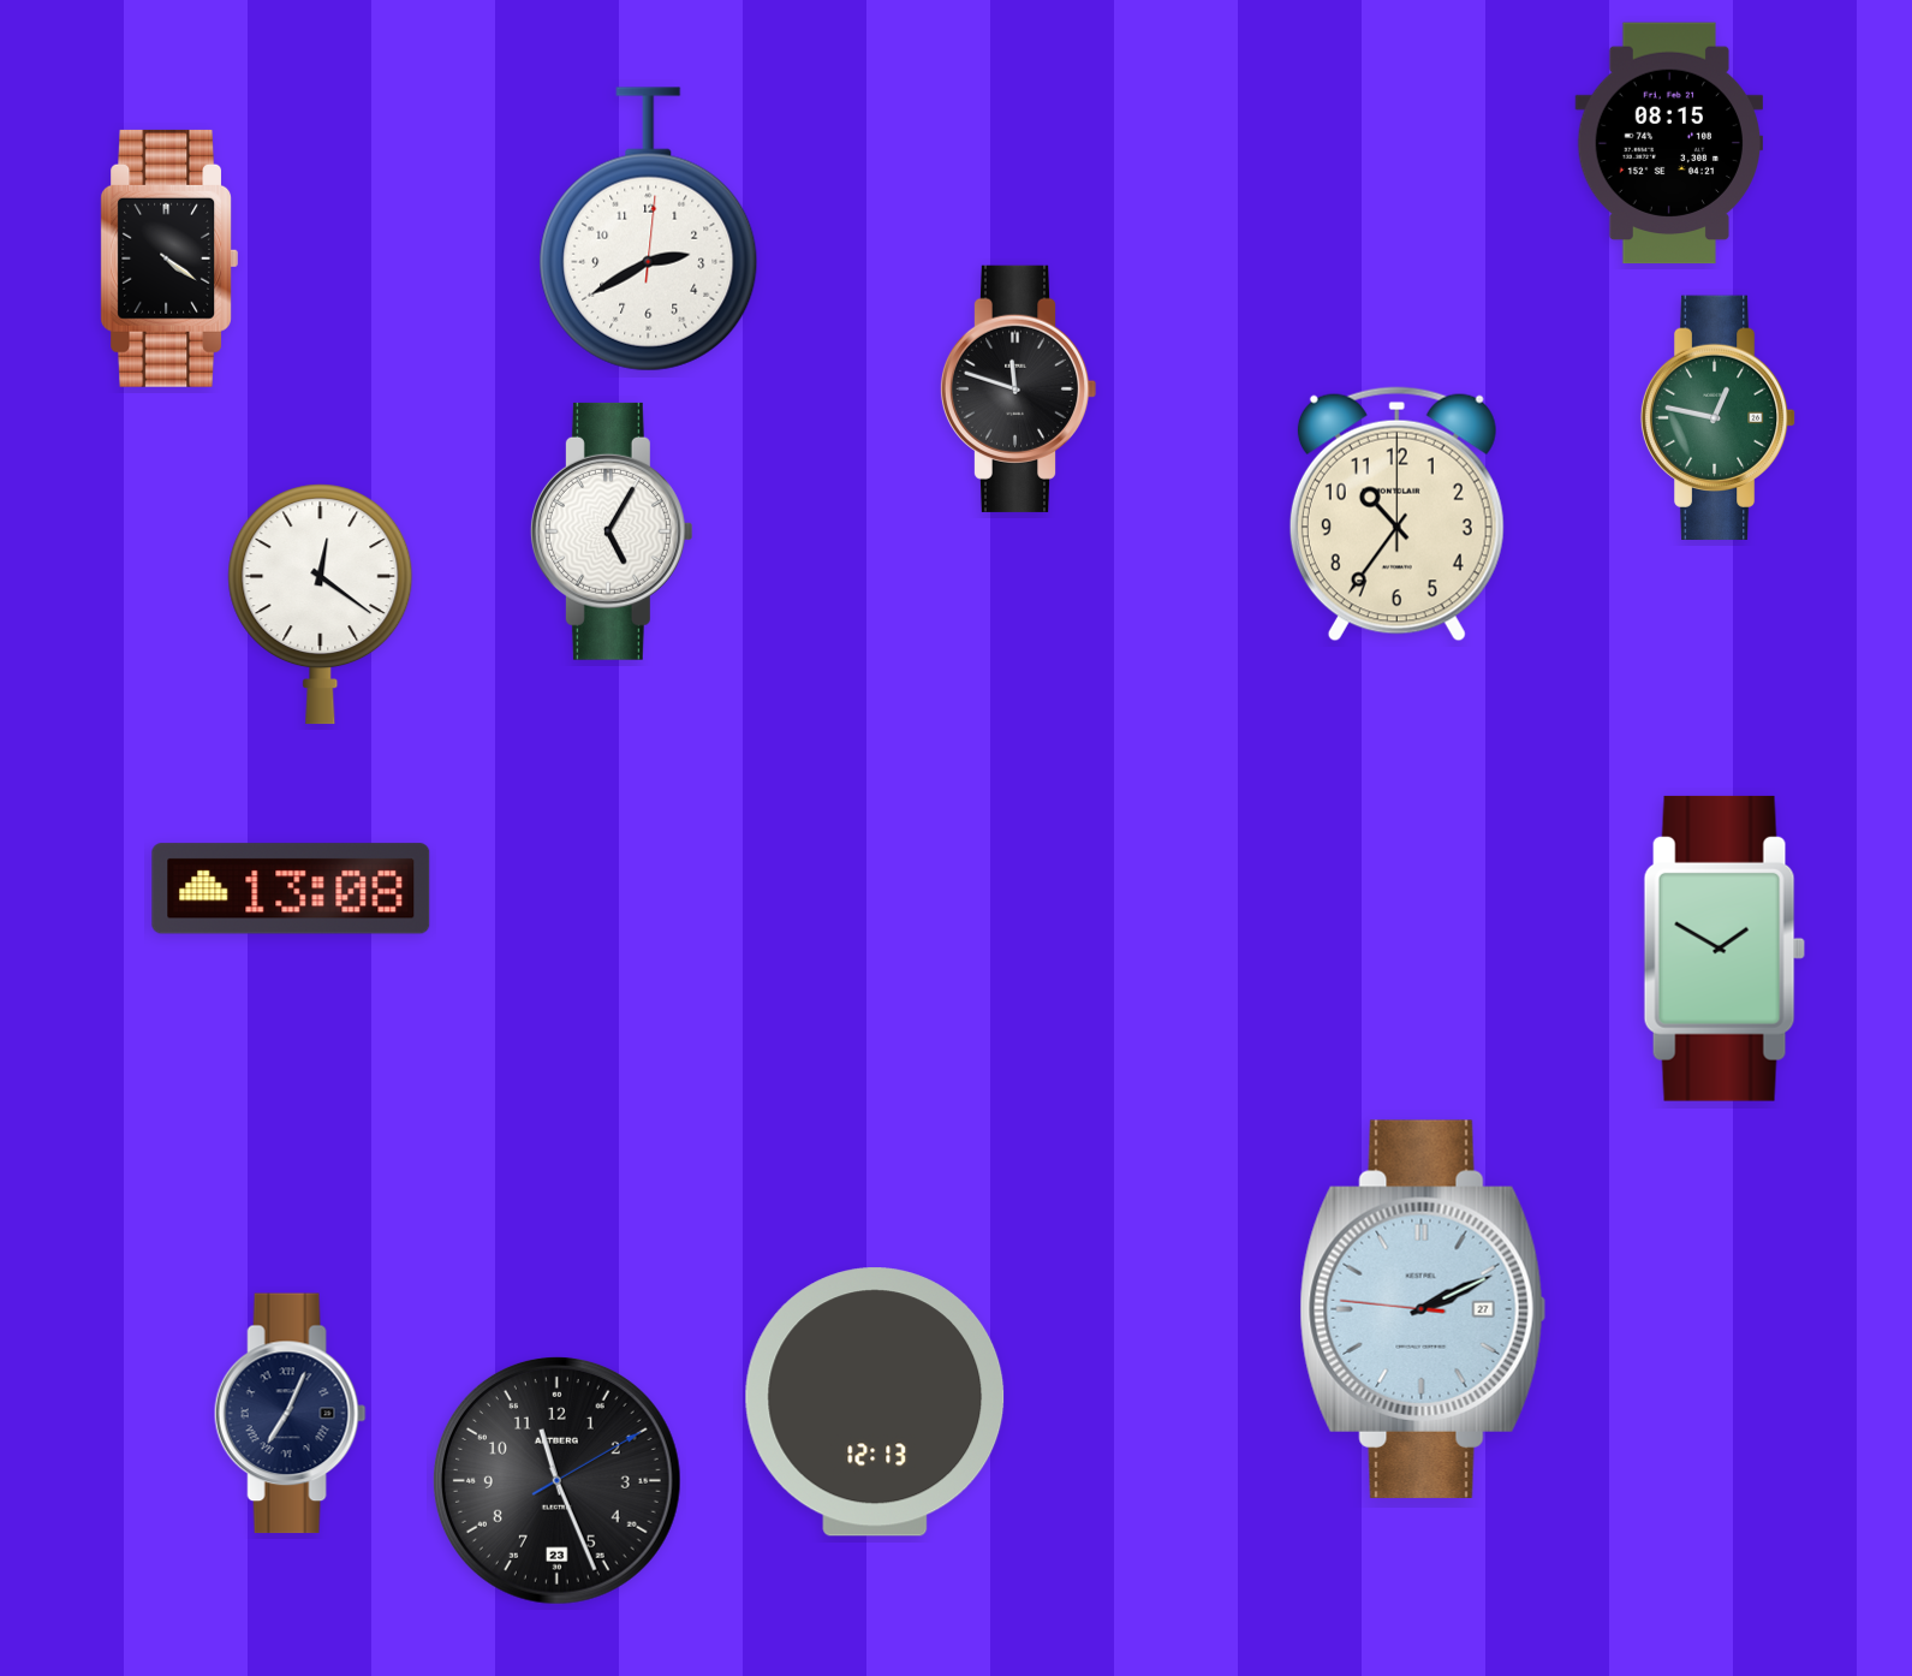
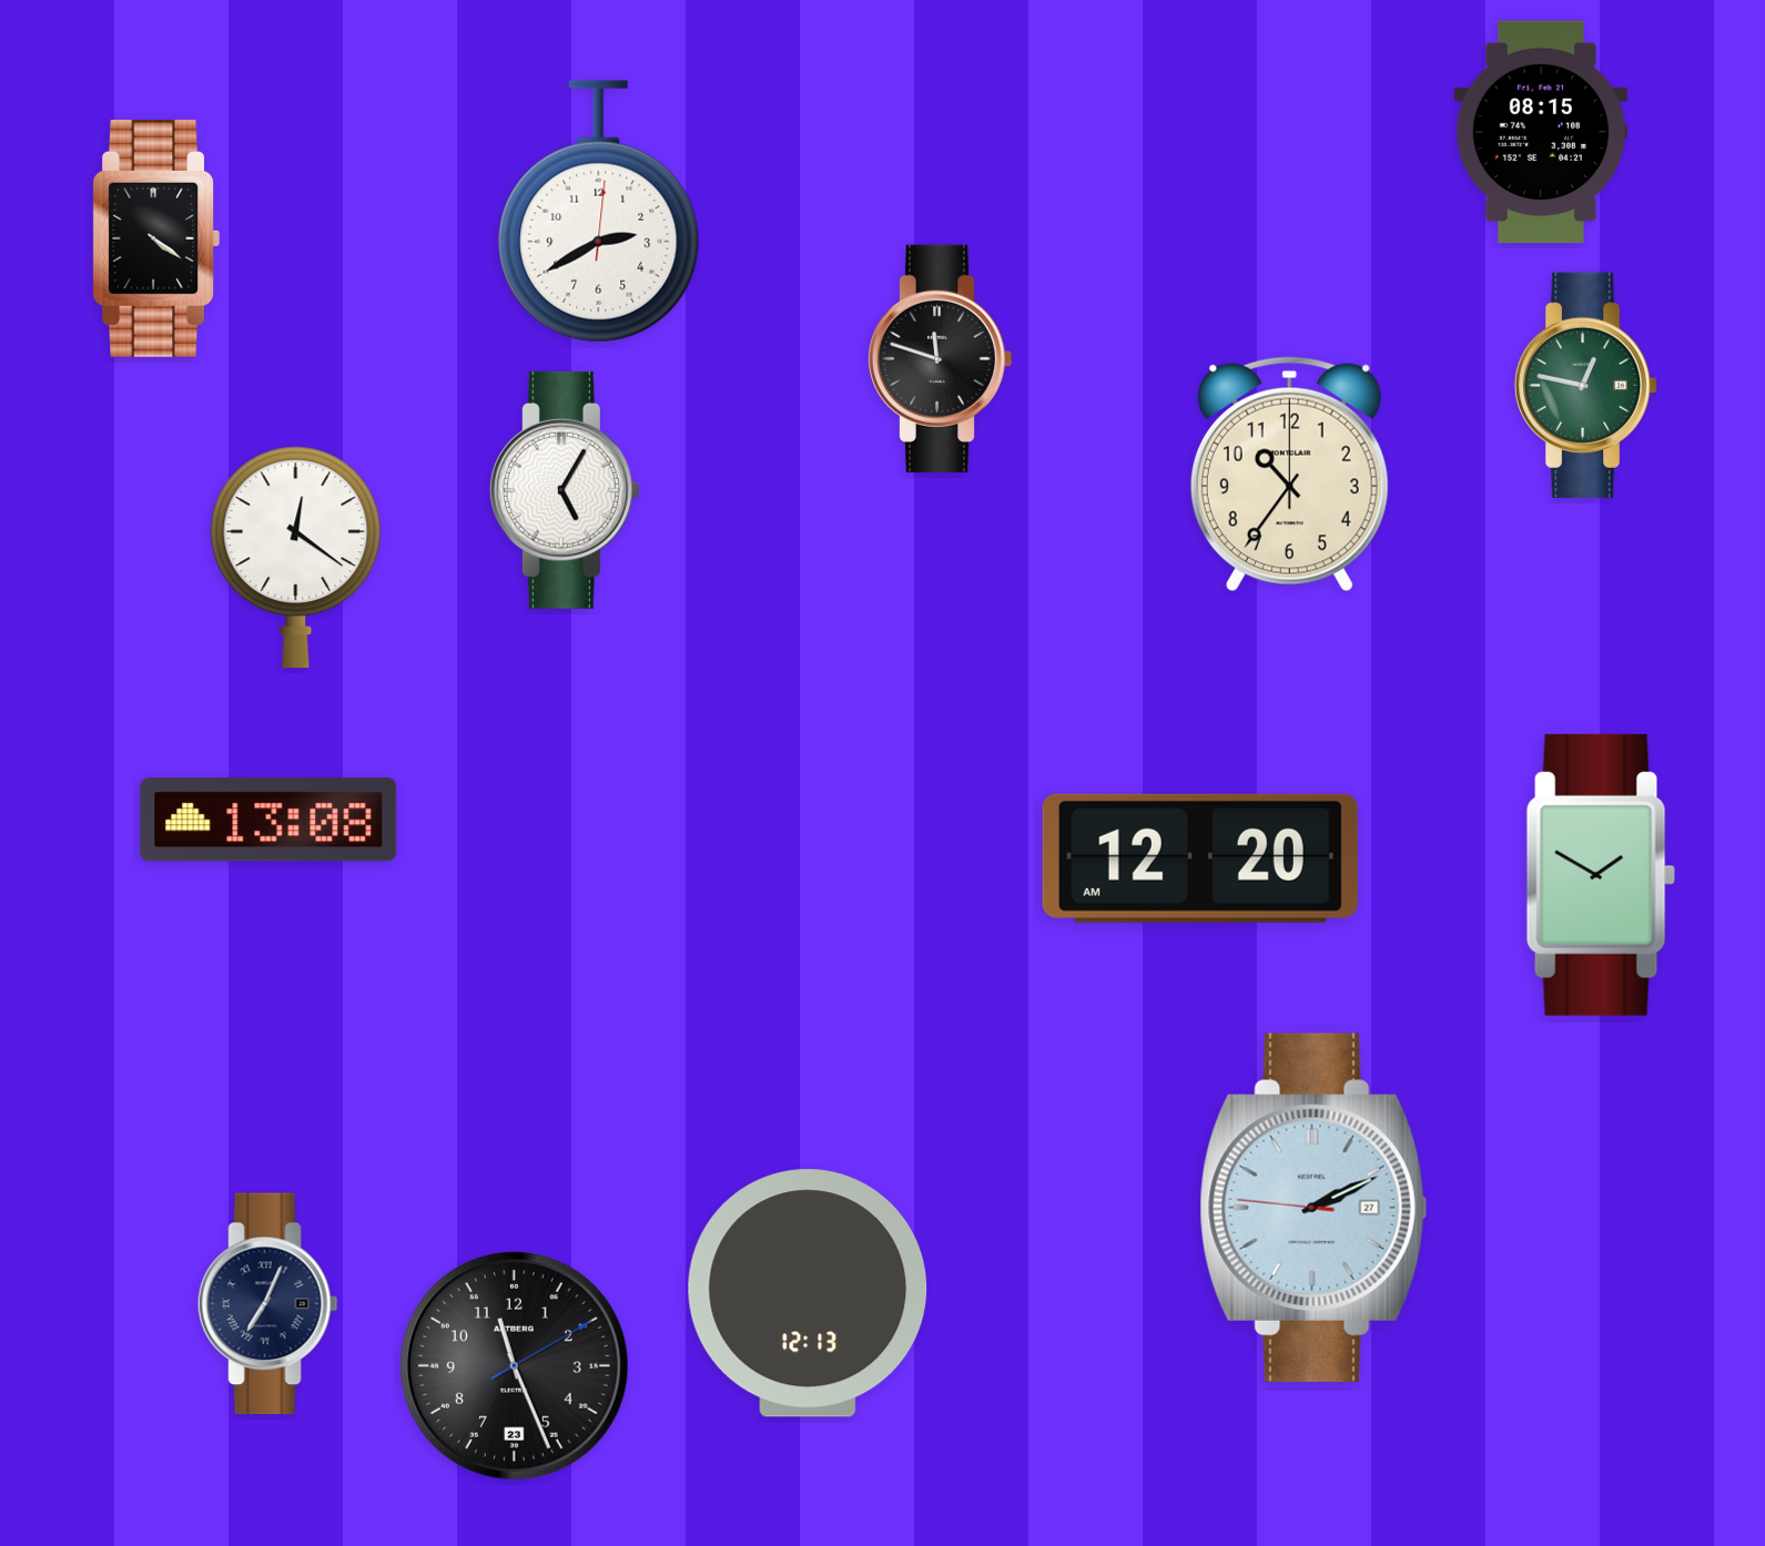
clock at (1200, 858): none -> 12:20
clock at (1725, 949) position: (1725, 949) -> (1601, 875)
